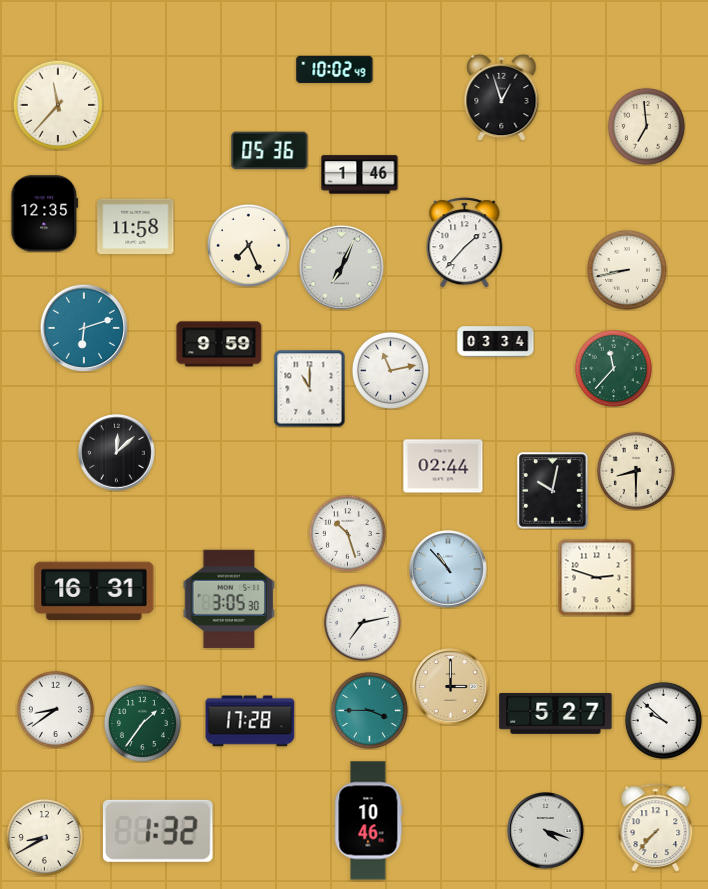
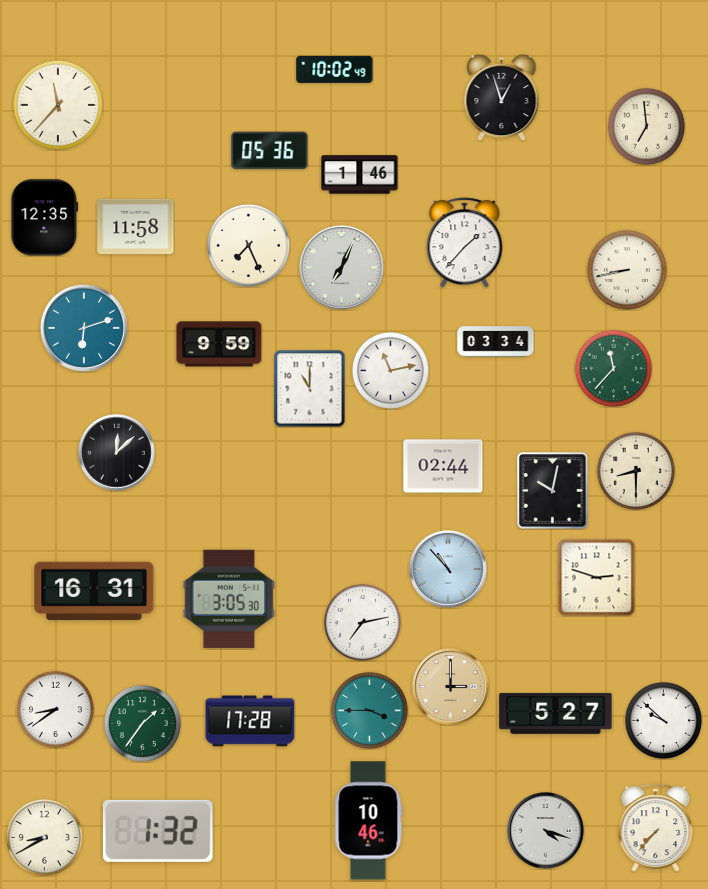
clock at (45, 214) position: (45, 214) -> (45, 218)
clock at (347, 533): 10:27 -> none
